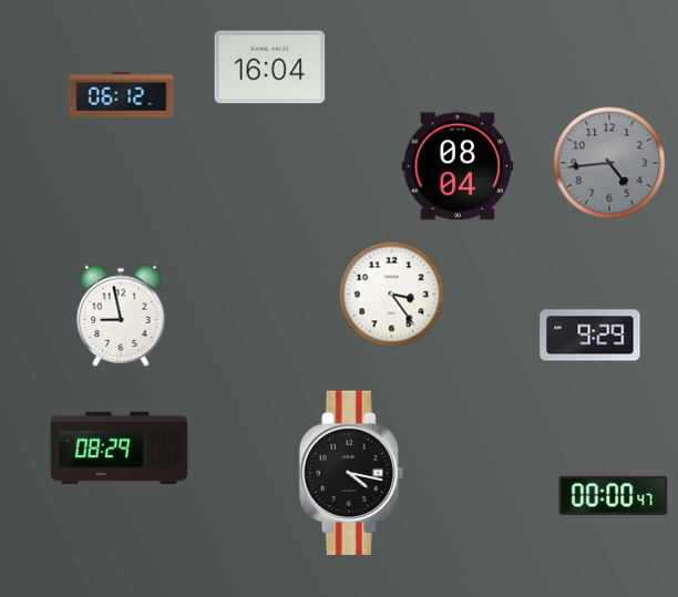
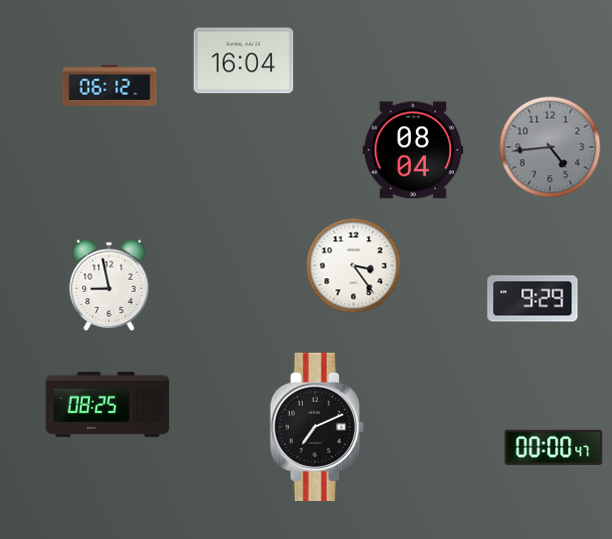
clock at (590, 336) position: (590, 336) -> (533, 299)
clock at (120, 449): 08:29 -> 08:25
clock at (351, 472): 4:17 -> 7:11
